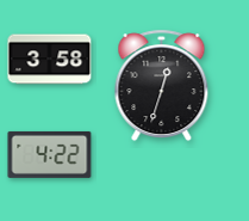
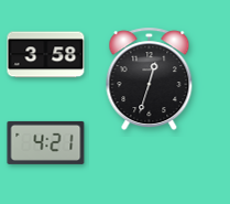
clock at (50, 154): 4:22 -> 4:21
